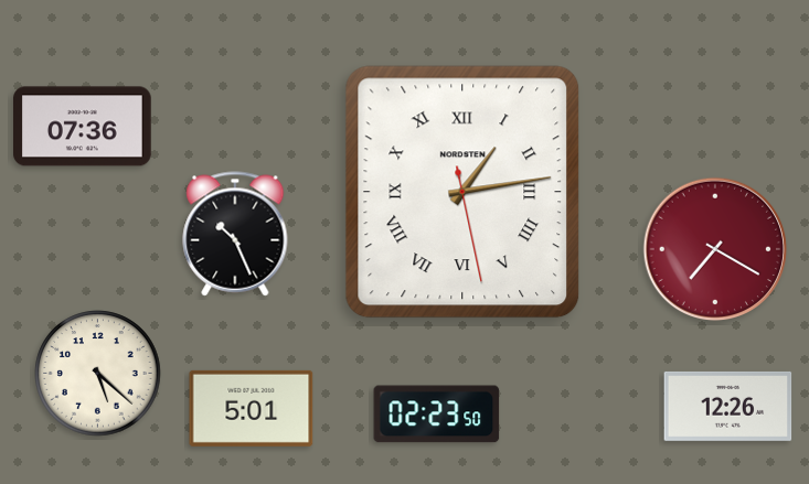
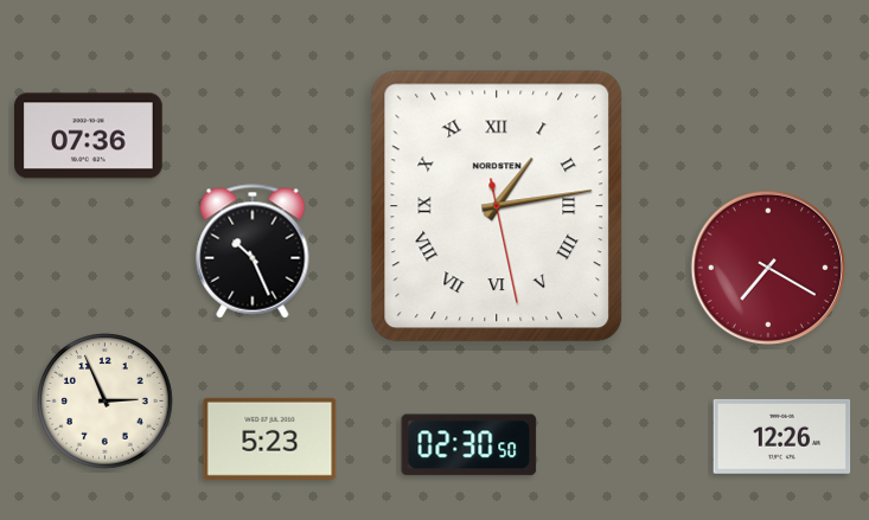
clock at (98, 374): 5:22 -> 2:56
clock at (252, 408): 5:01 -> 5:23
clock at (437, 415): 02:23 -> 02:30
